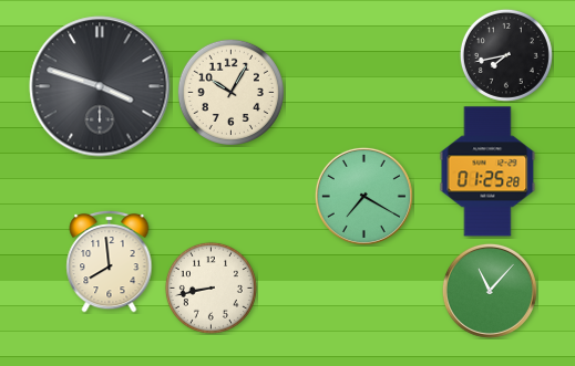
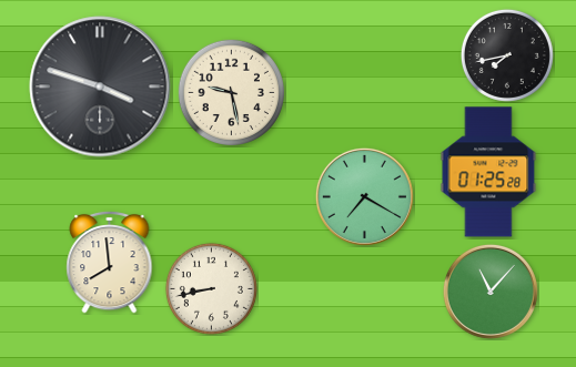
clock at (230, 92): 10:05 -> 9:28
